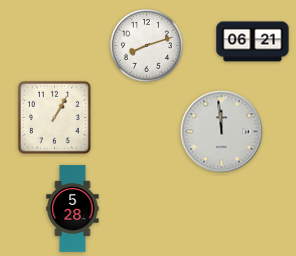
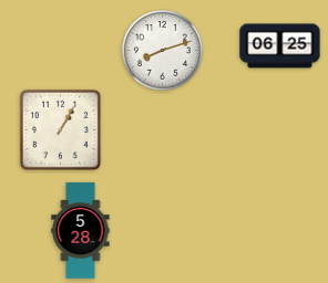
clock at (253, 42): 06:21 -> 06:25
clock at (222, 132): 11:59 -> none
